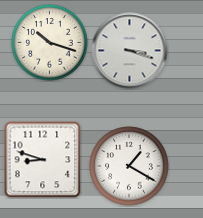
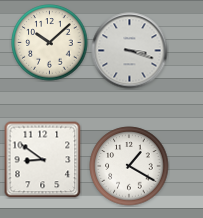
clock at (50, 43): 10:18 -> 10:08
clock at (42, 159): 8:48 -> 8:51
